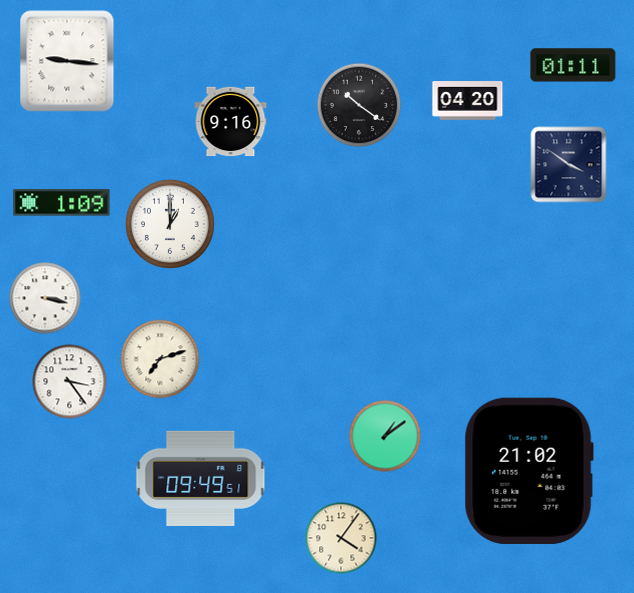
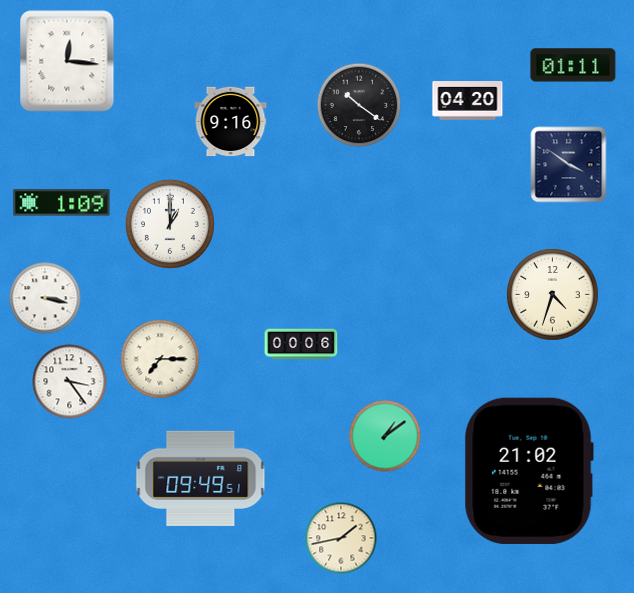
clock at (67, 61): 9:16 -> 12:16
clock at (553, 295): none -> 4:33
clock at (301, 344): none -> 00:06
clock at (160, 359): 7:12 -> 7:15
clock at (341, 538): 4:06 -> 1:43
